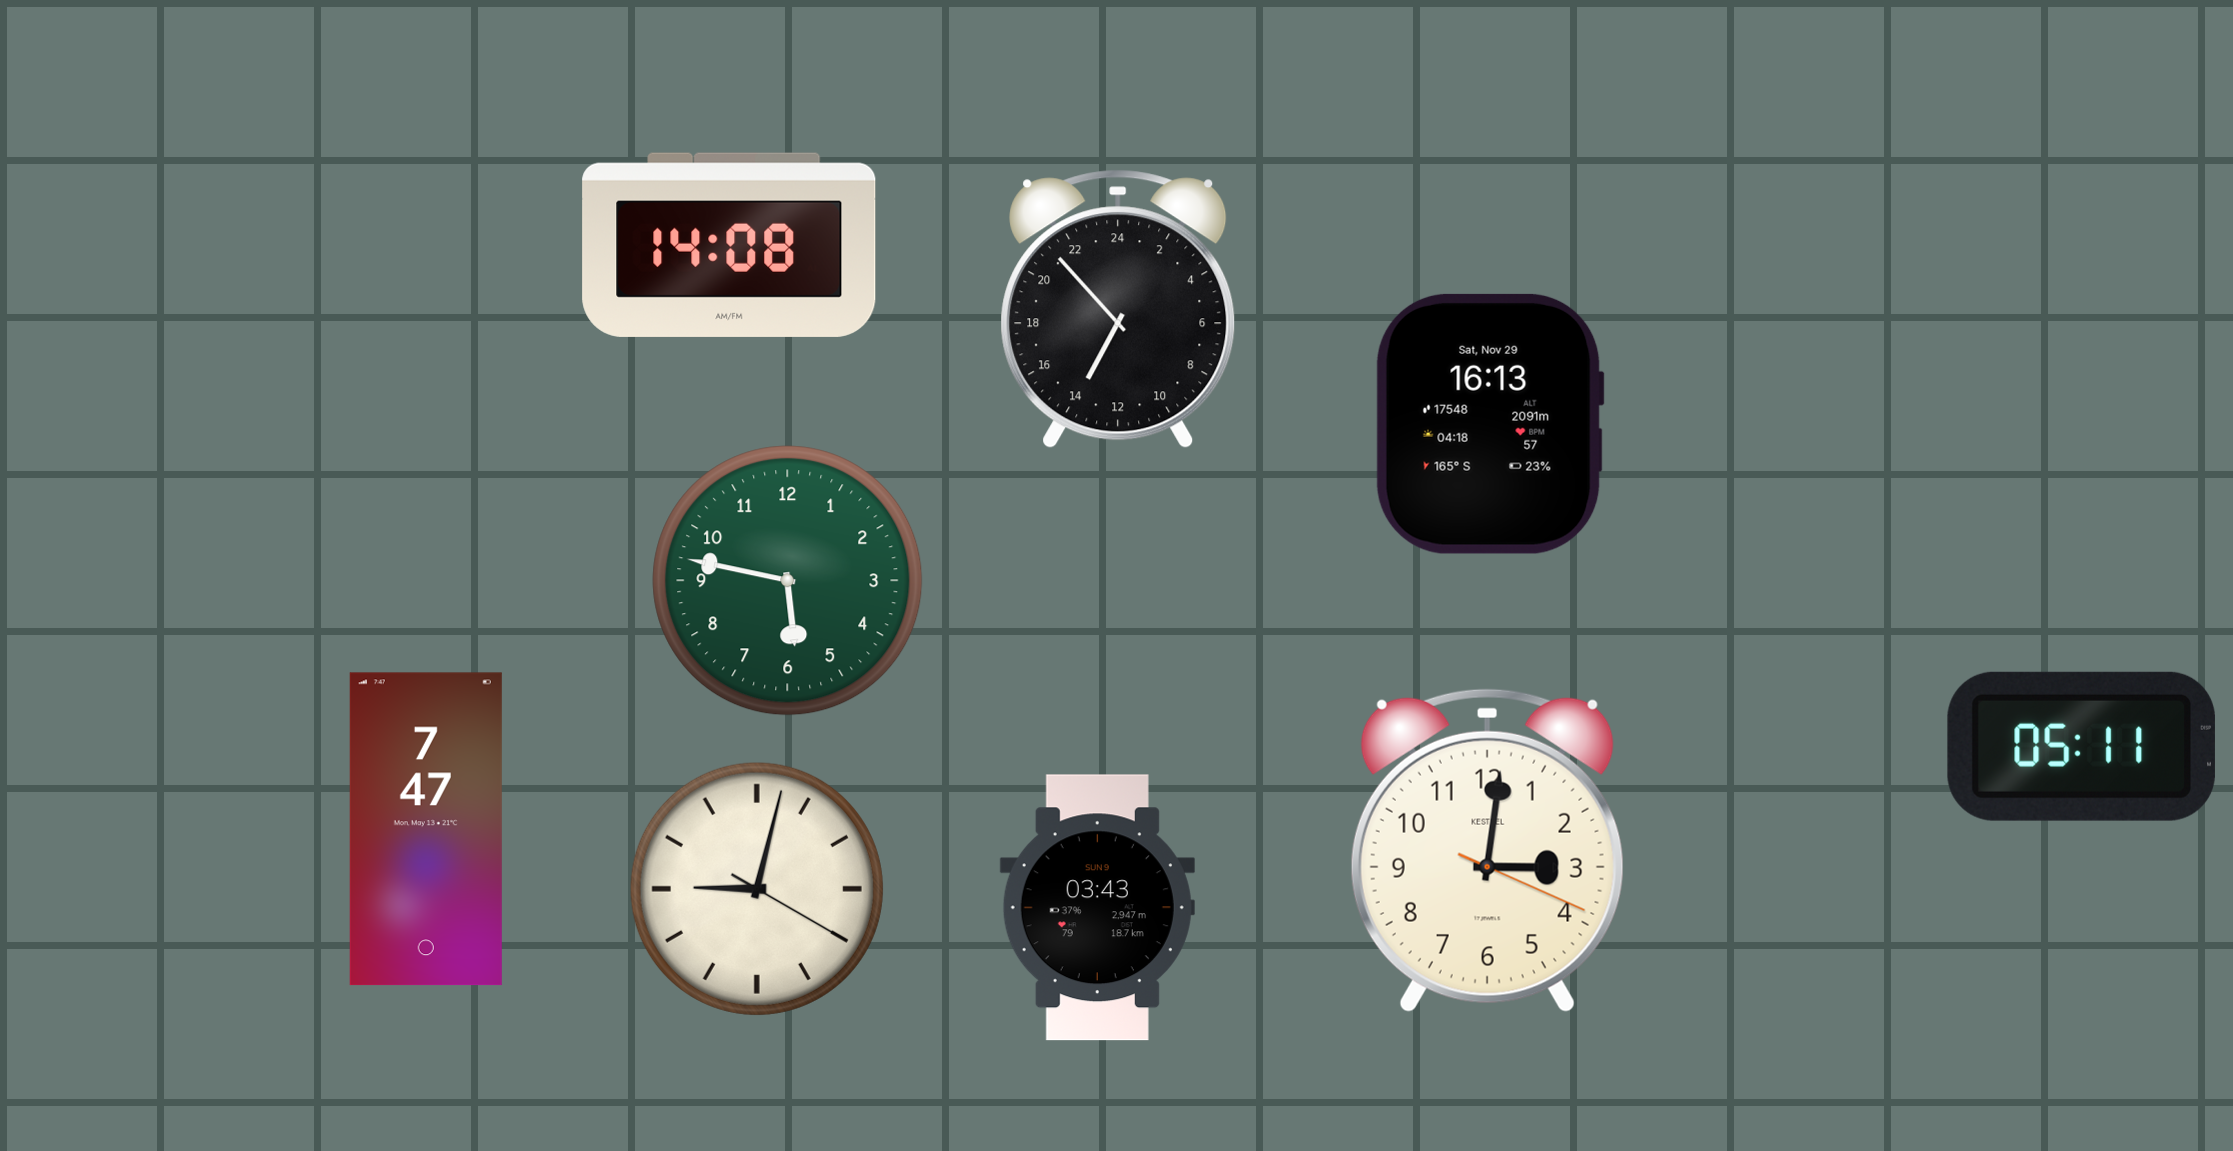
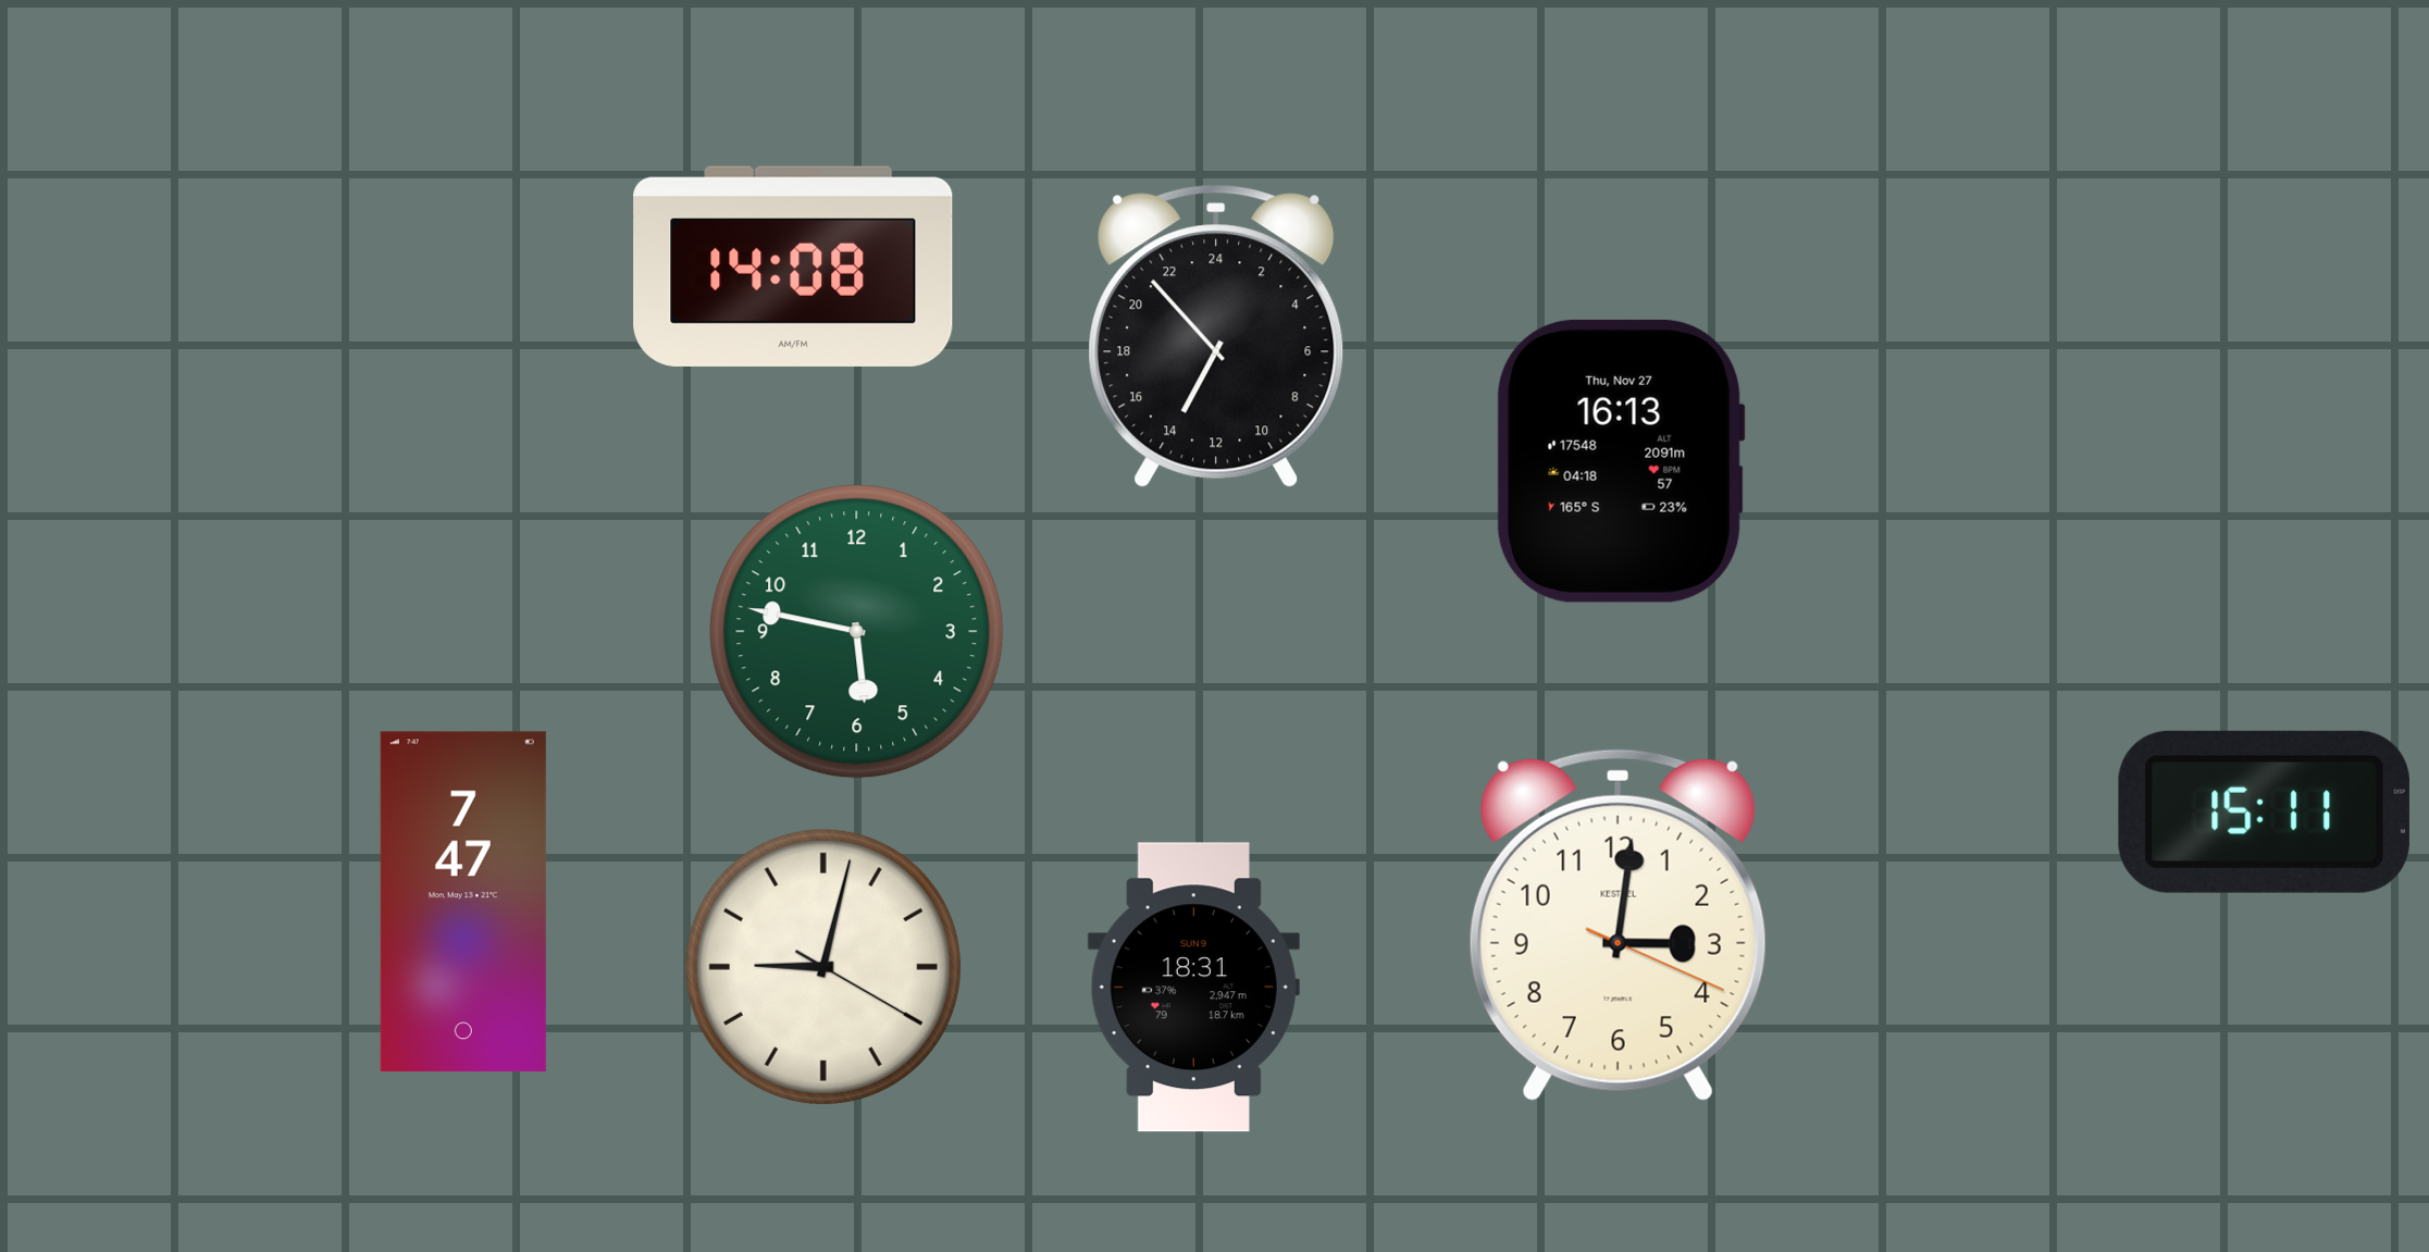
clock at (1490, 424) date: Sat, Nov 29 -> Thu, Nov 27
clock at (2081, 746): 05:11 -> 15:11
clock at (1097, 908): 03:43 -> 18:31
